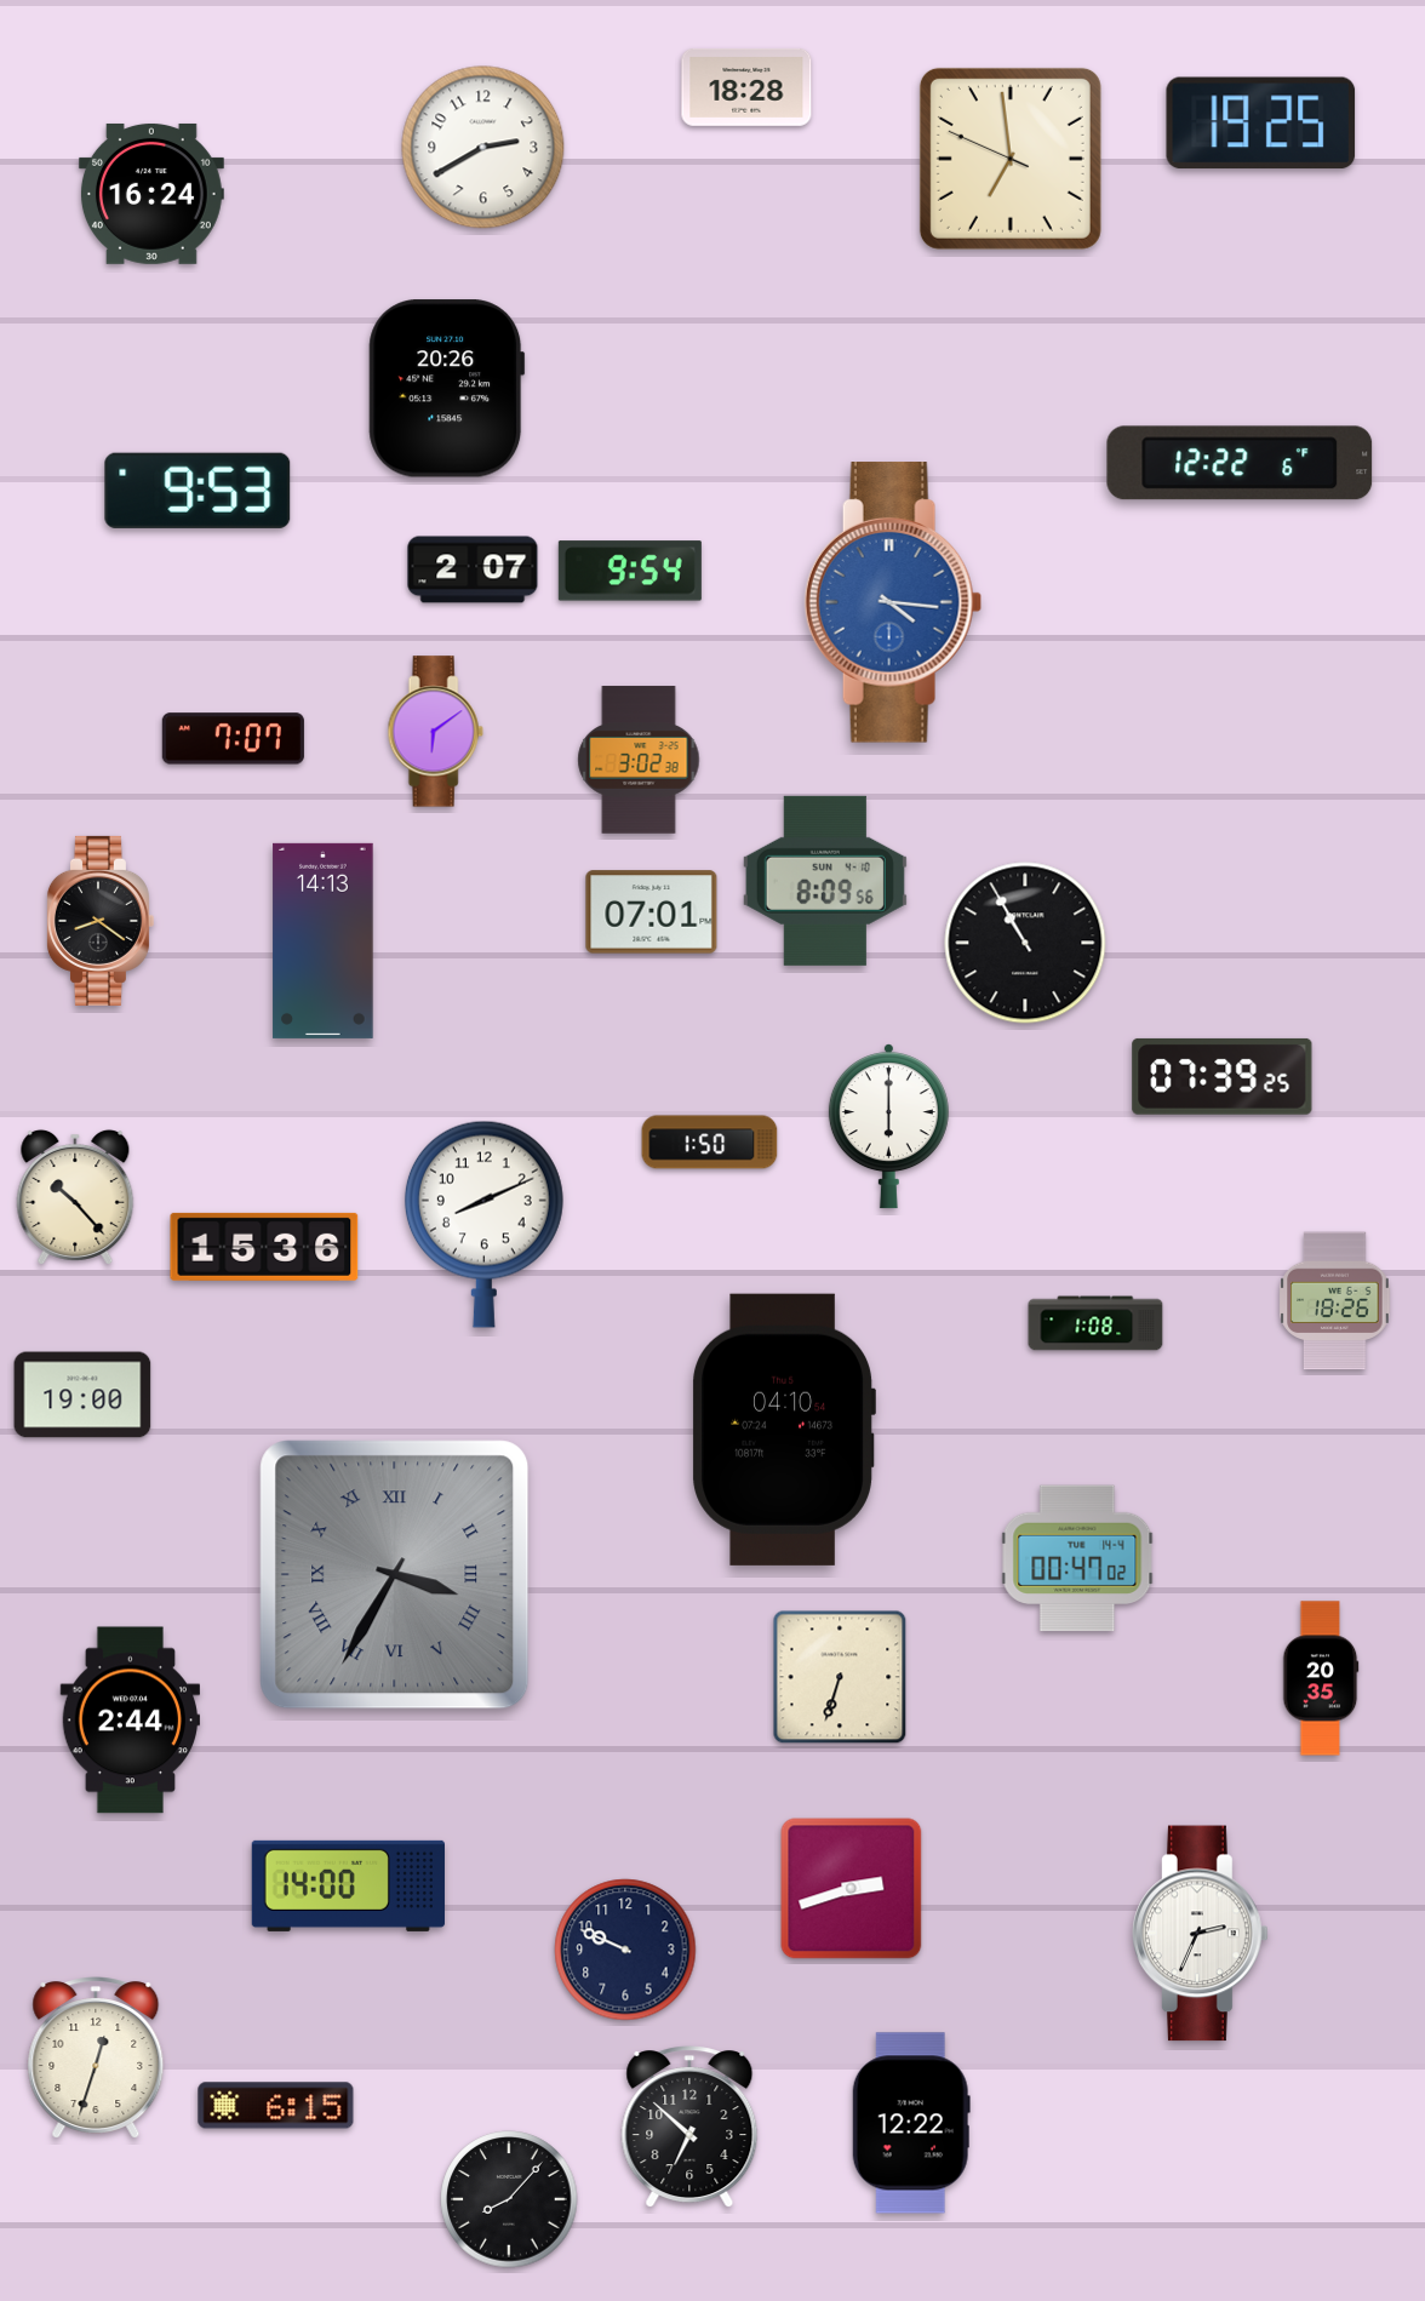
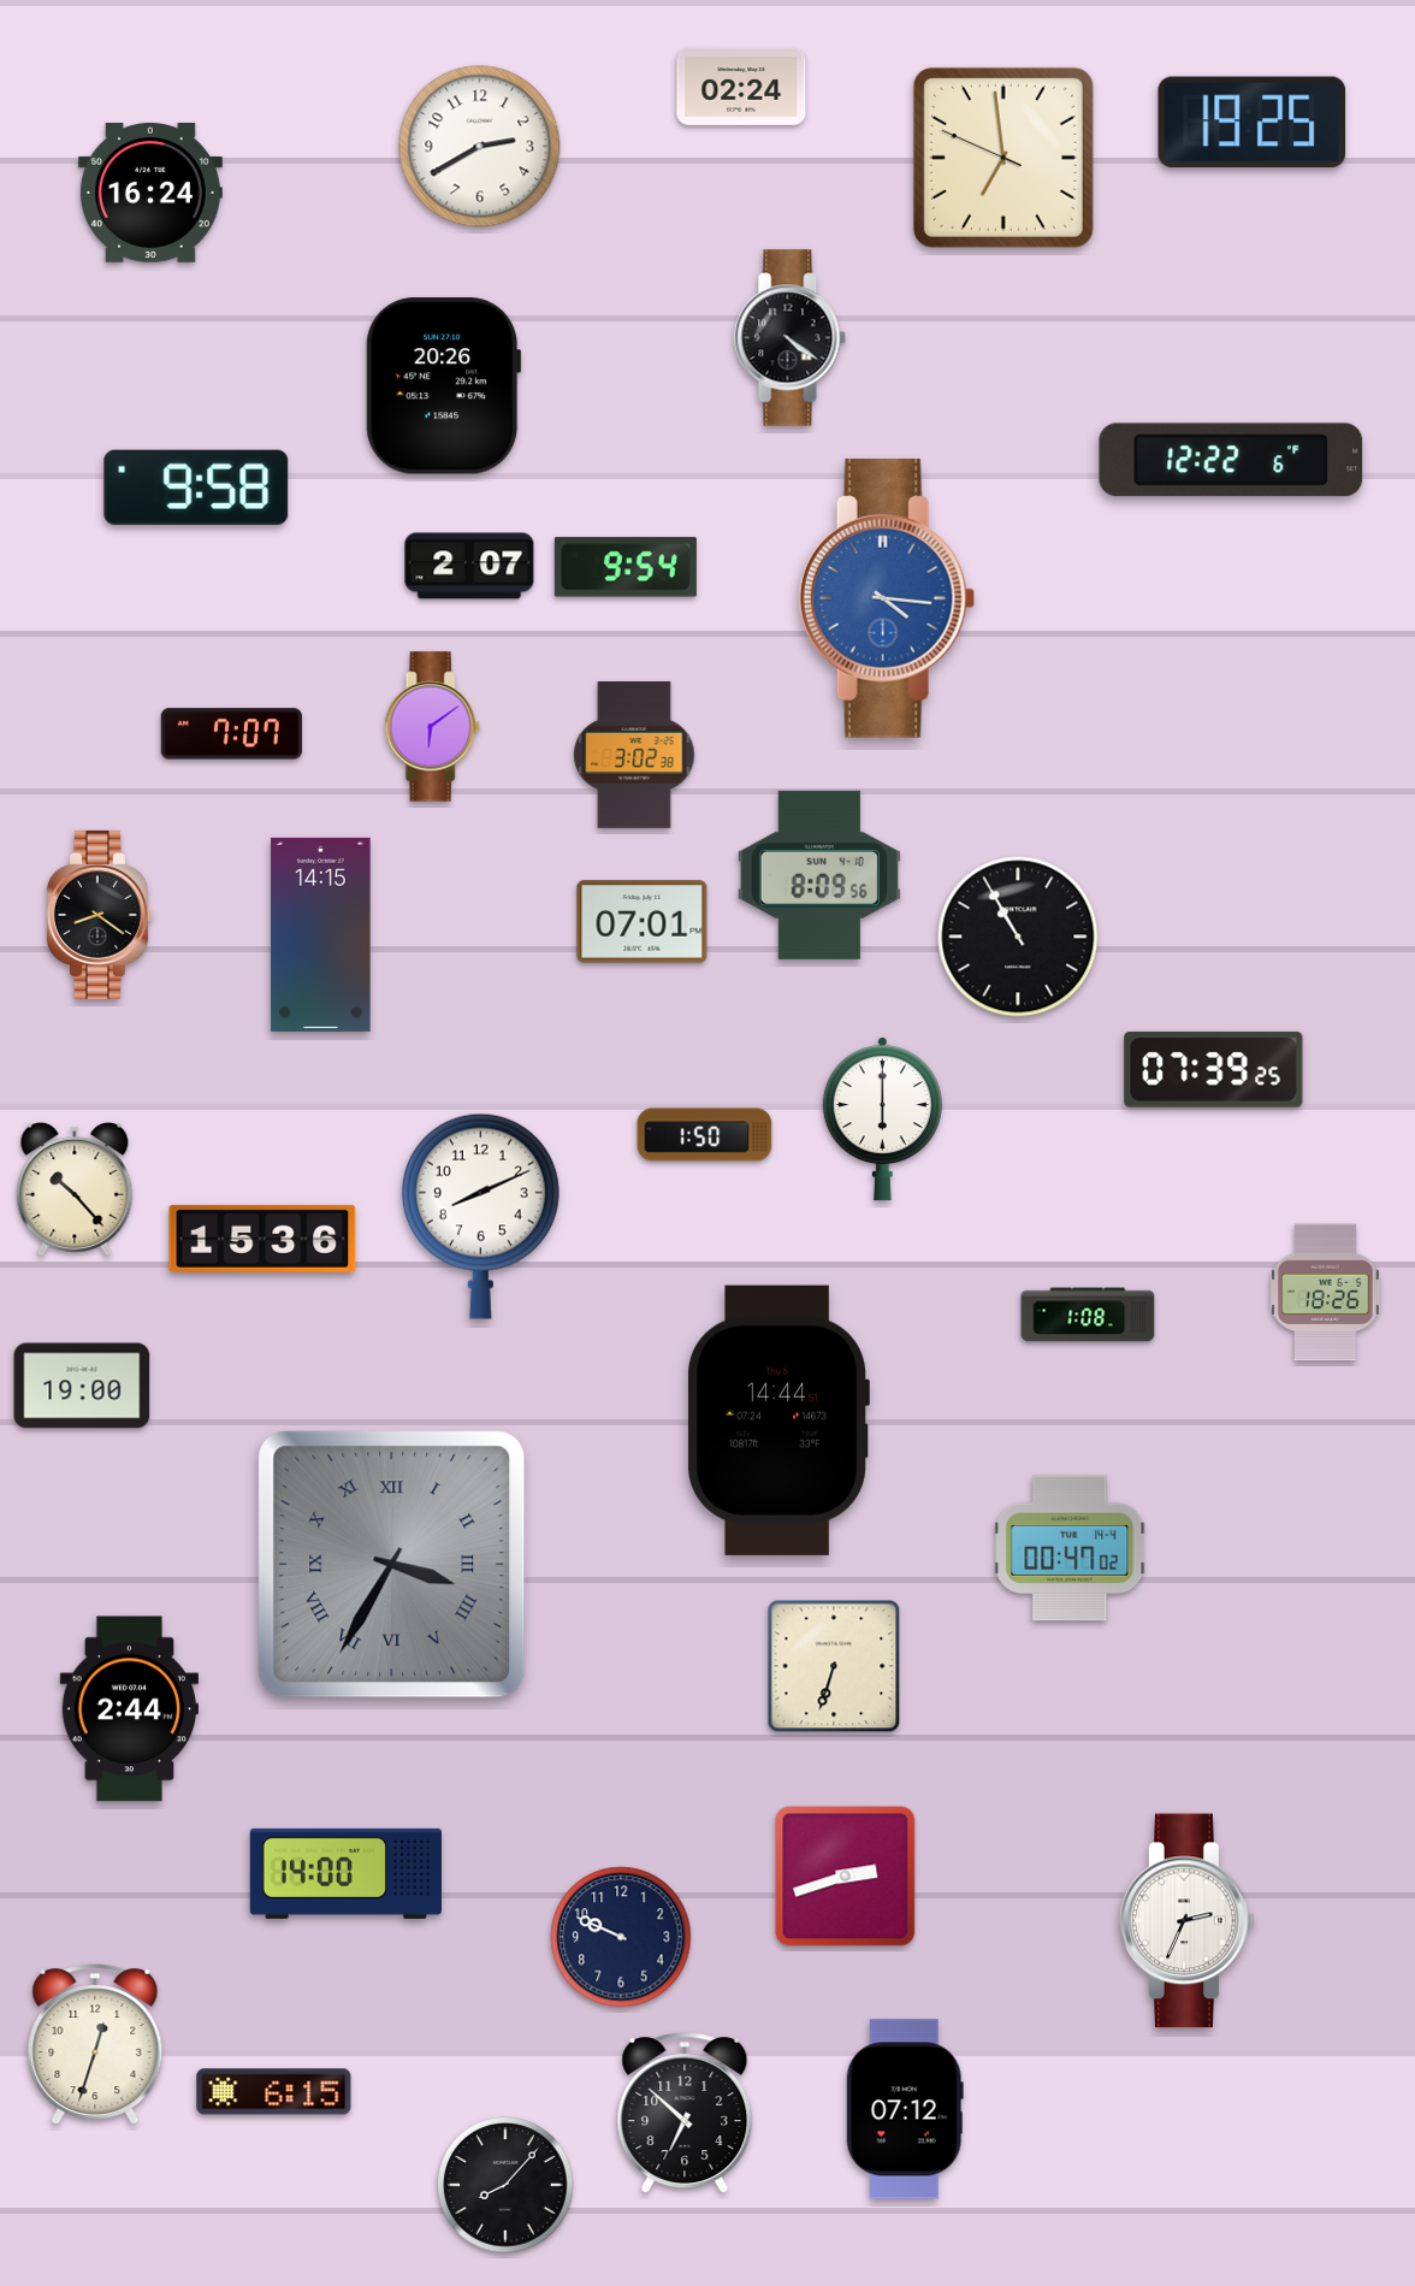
clock at (746, 87): 18:28 -> 02:24
clock at (791, 338): none -> 4:21
clock at (198, 491): 9:53 -> 9:58
clock at (652, 912) position: (652, 912) -> (643, 922)
clock at (324, 940): 14:13 -> 14:15
clock at (784, 1430): 04:10 -> 14:44
clock at (1321, 1678): 20:35 -> none
clock at (1201, 1934) position: (1201, 1934) -> (1188, 1921)
clock at (911, 2123): 12:22 -> 07:12
